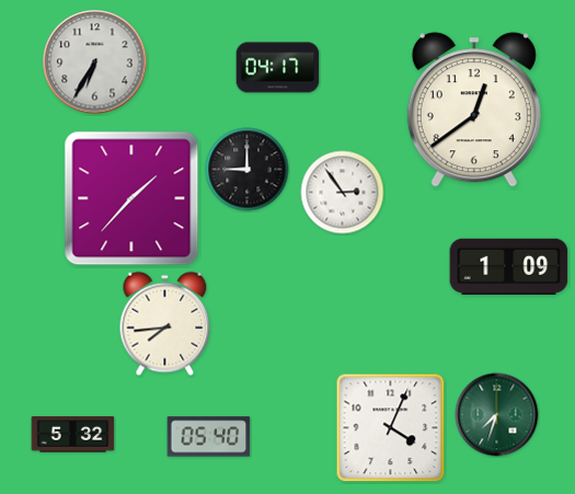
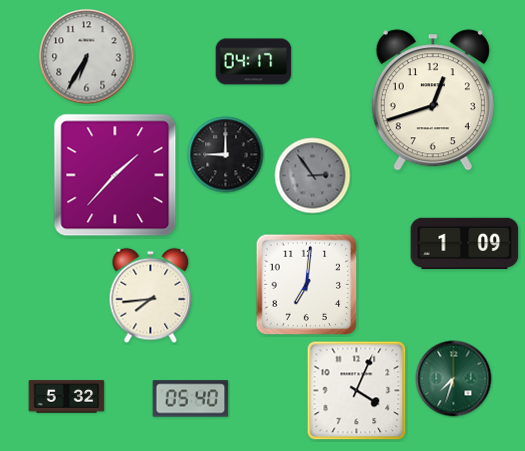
clock at (474, 110): 12:39 -> 12:42
clock at (343, 193) dial: white -> grey
clock at (131, 198) position: (131, 198) -> (115, 175)
clock at (307, 285): none -> 7:01
